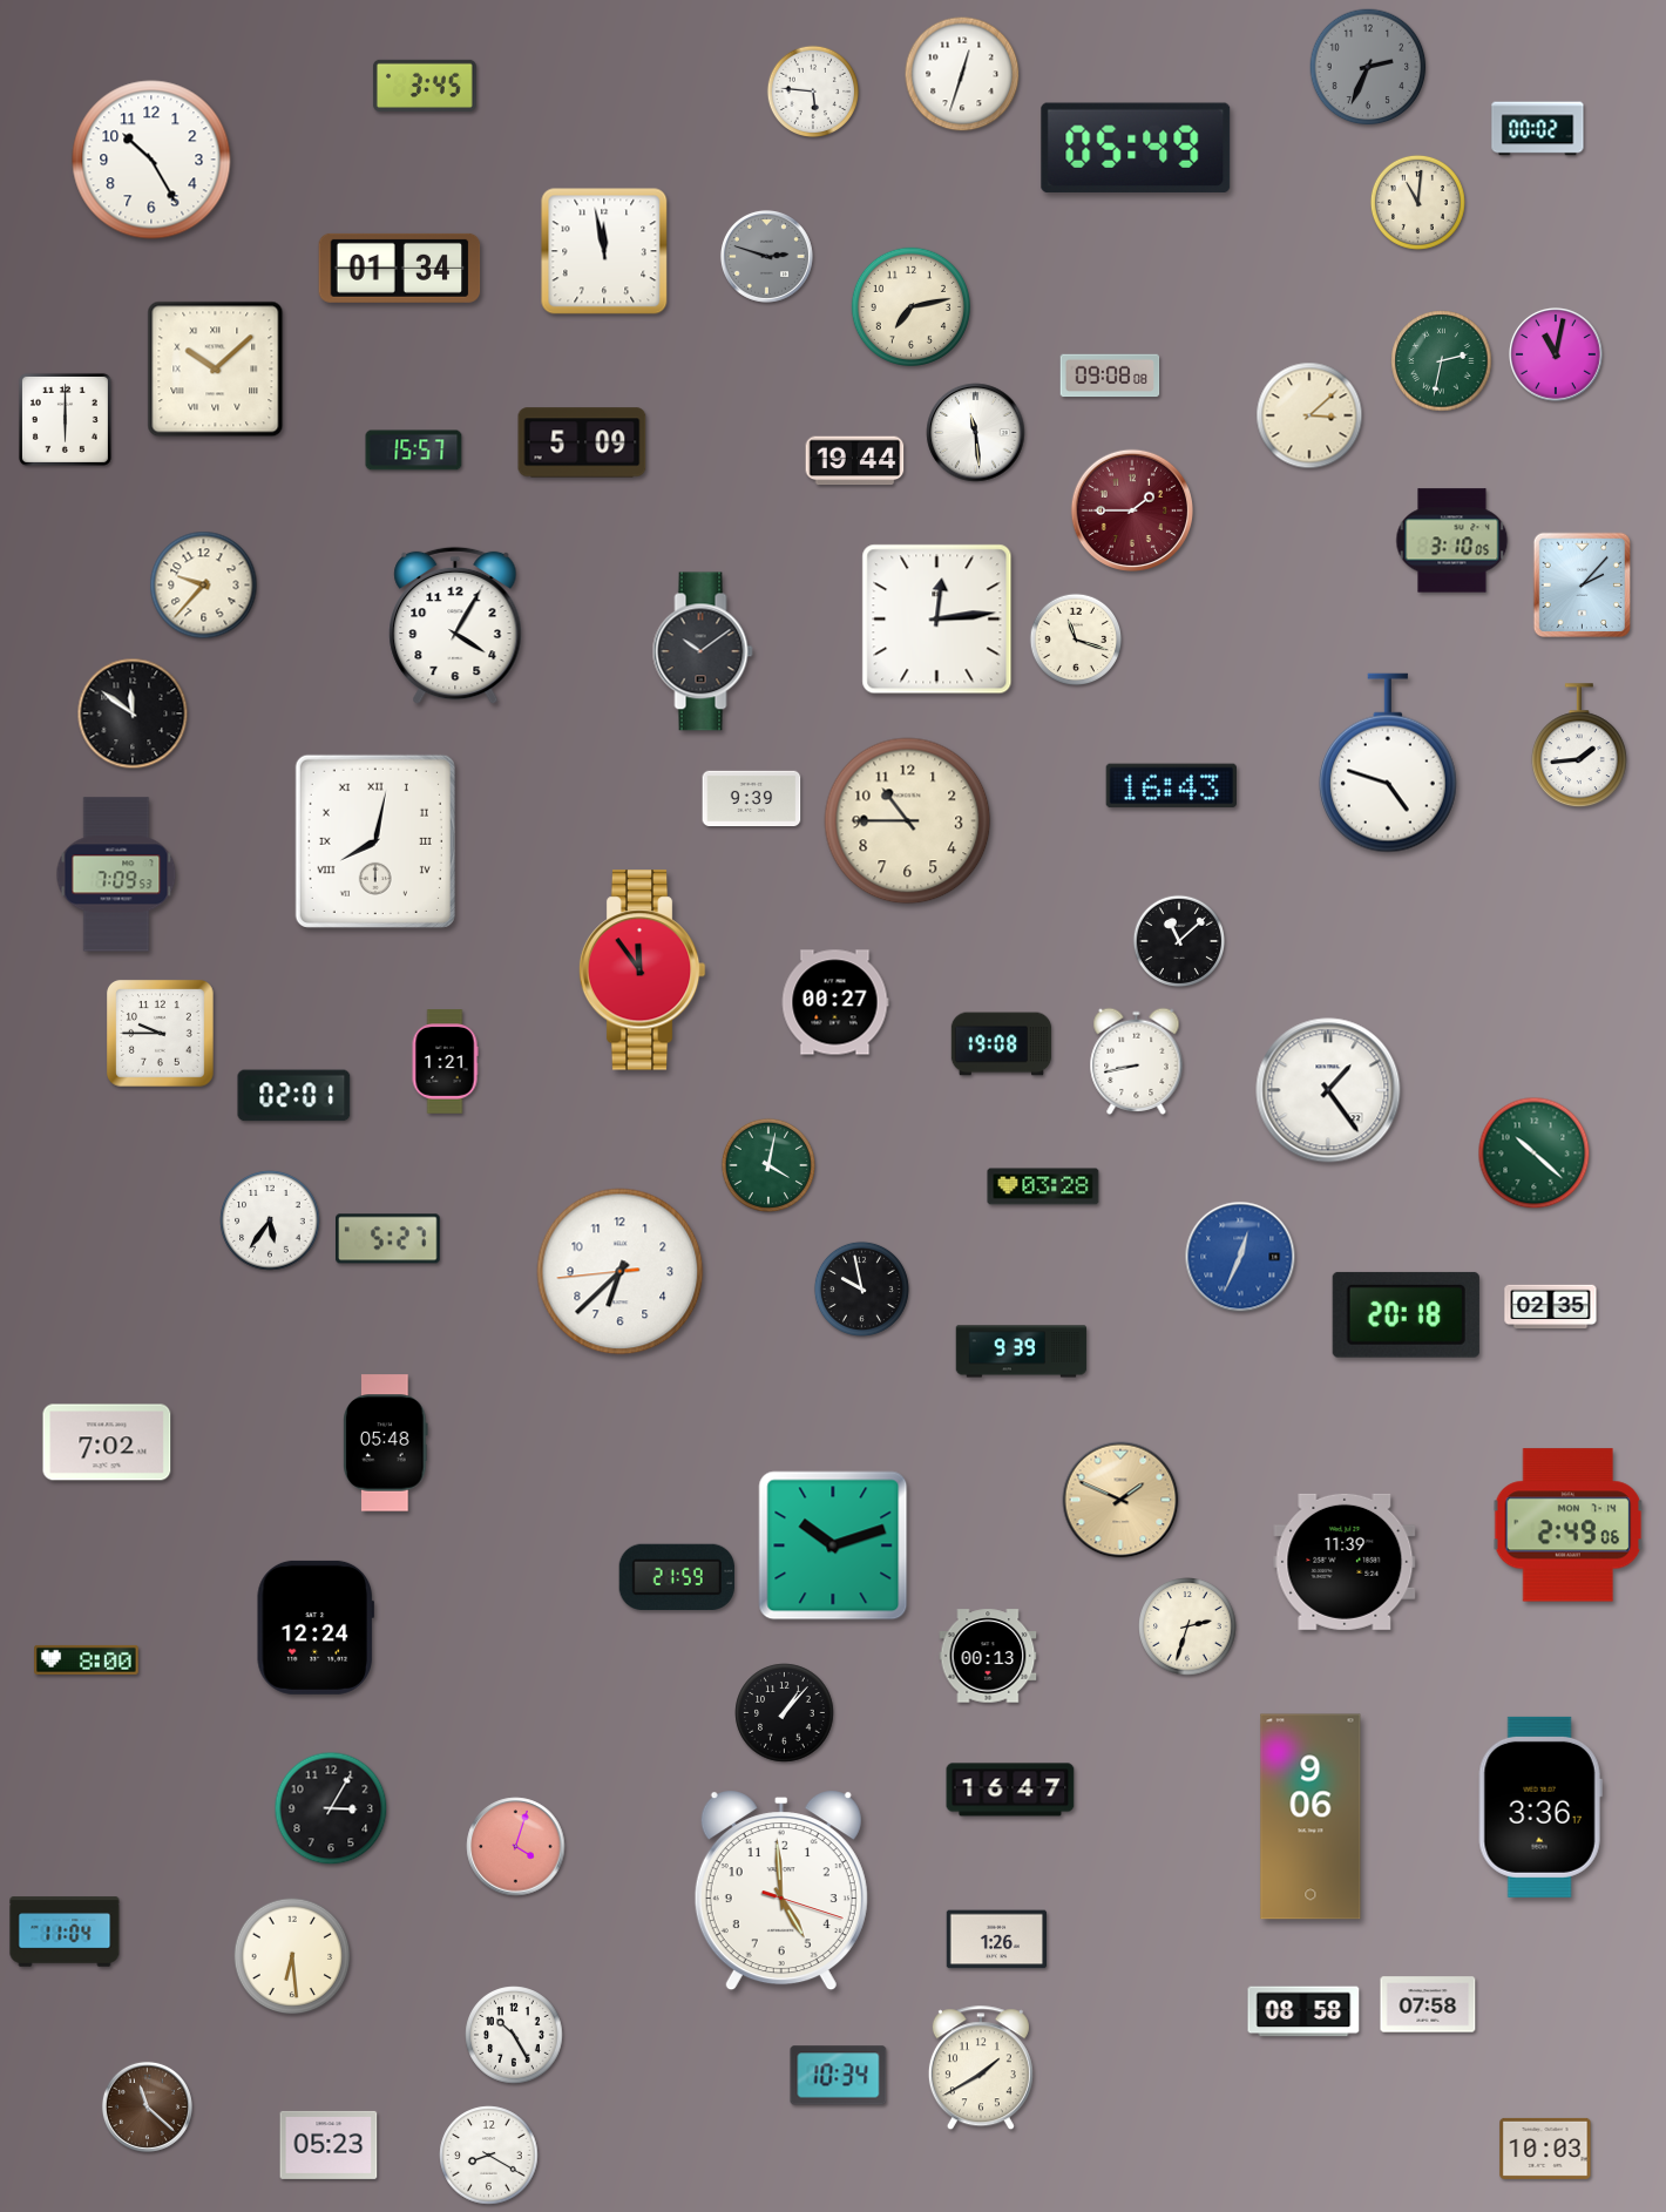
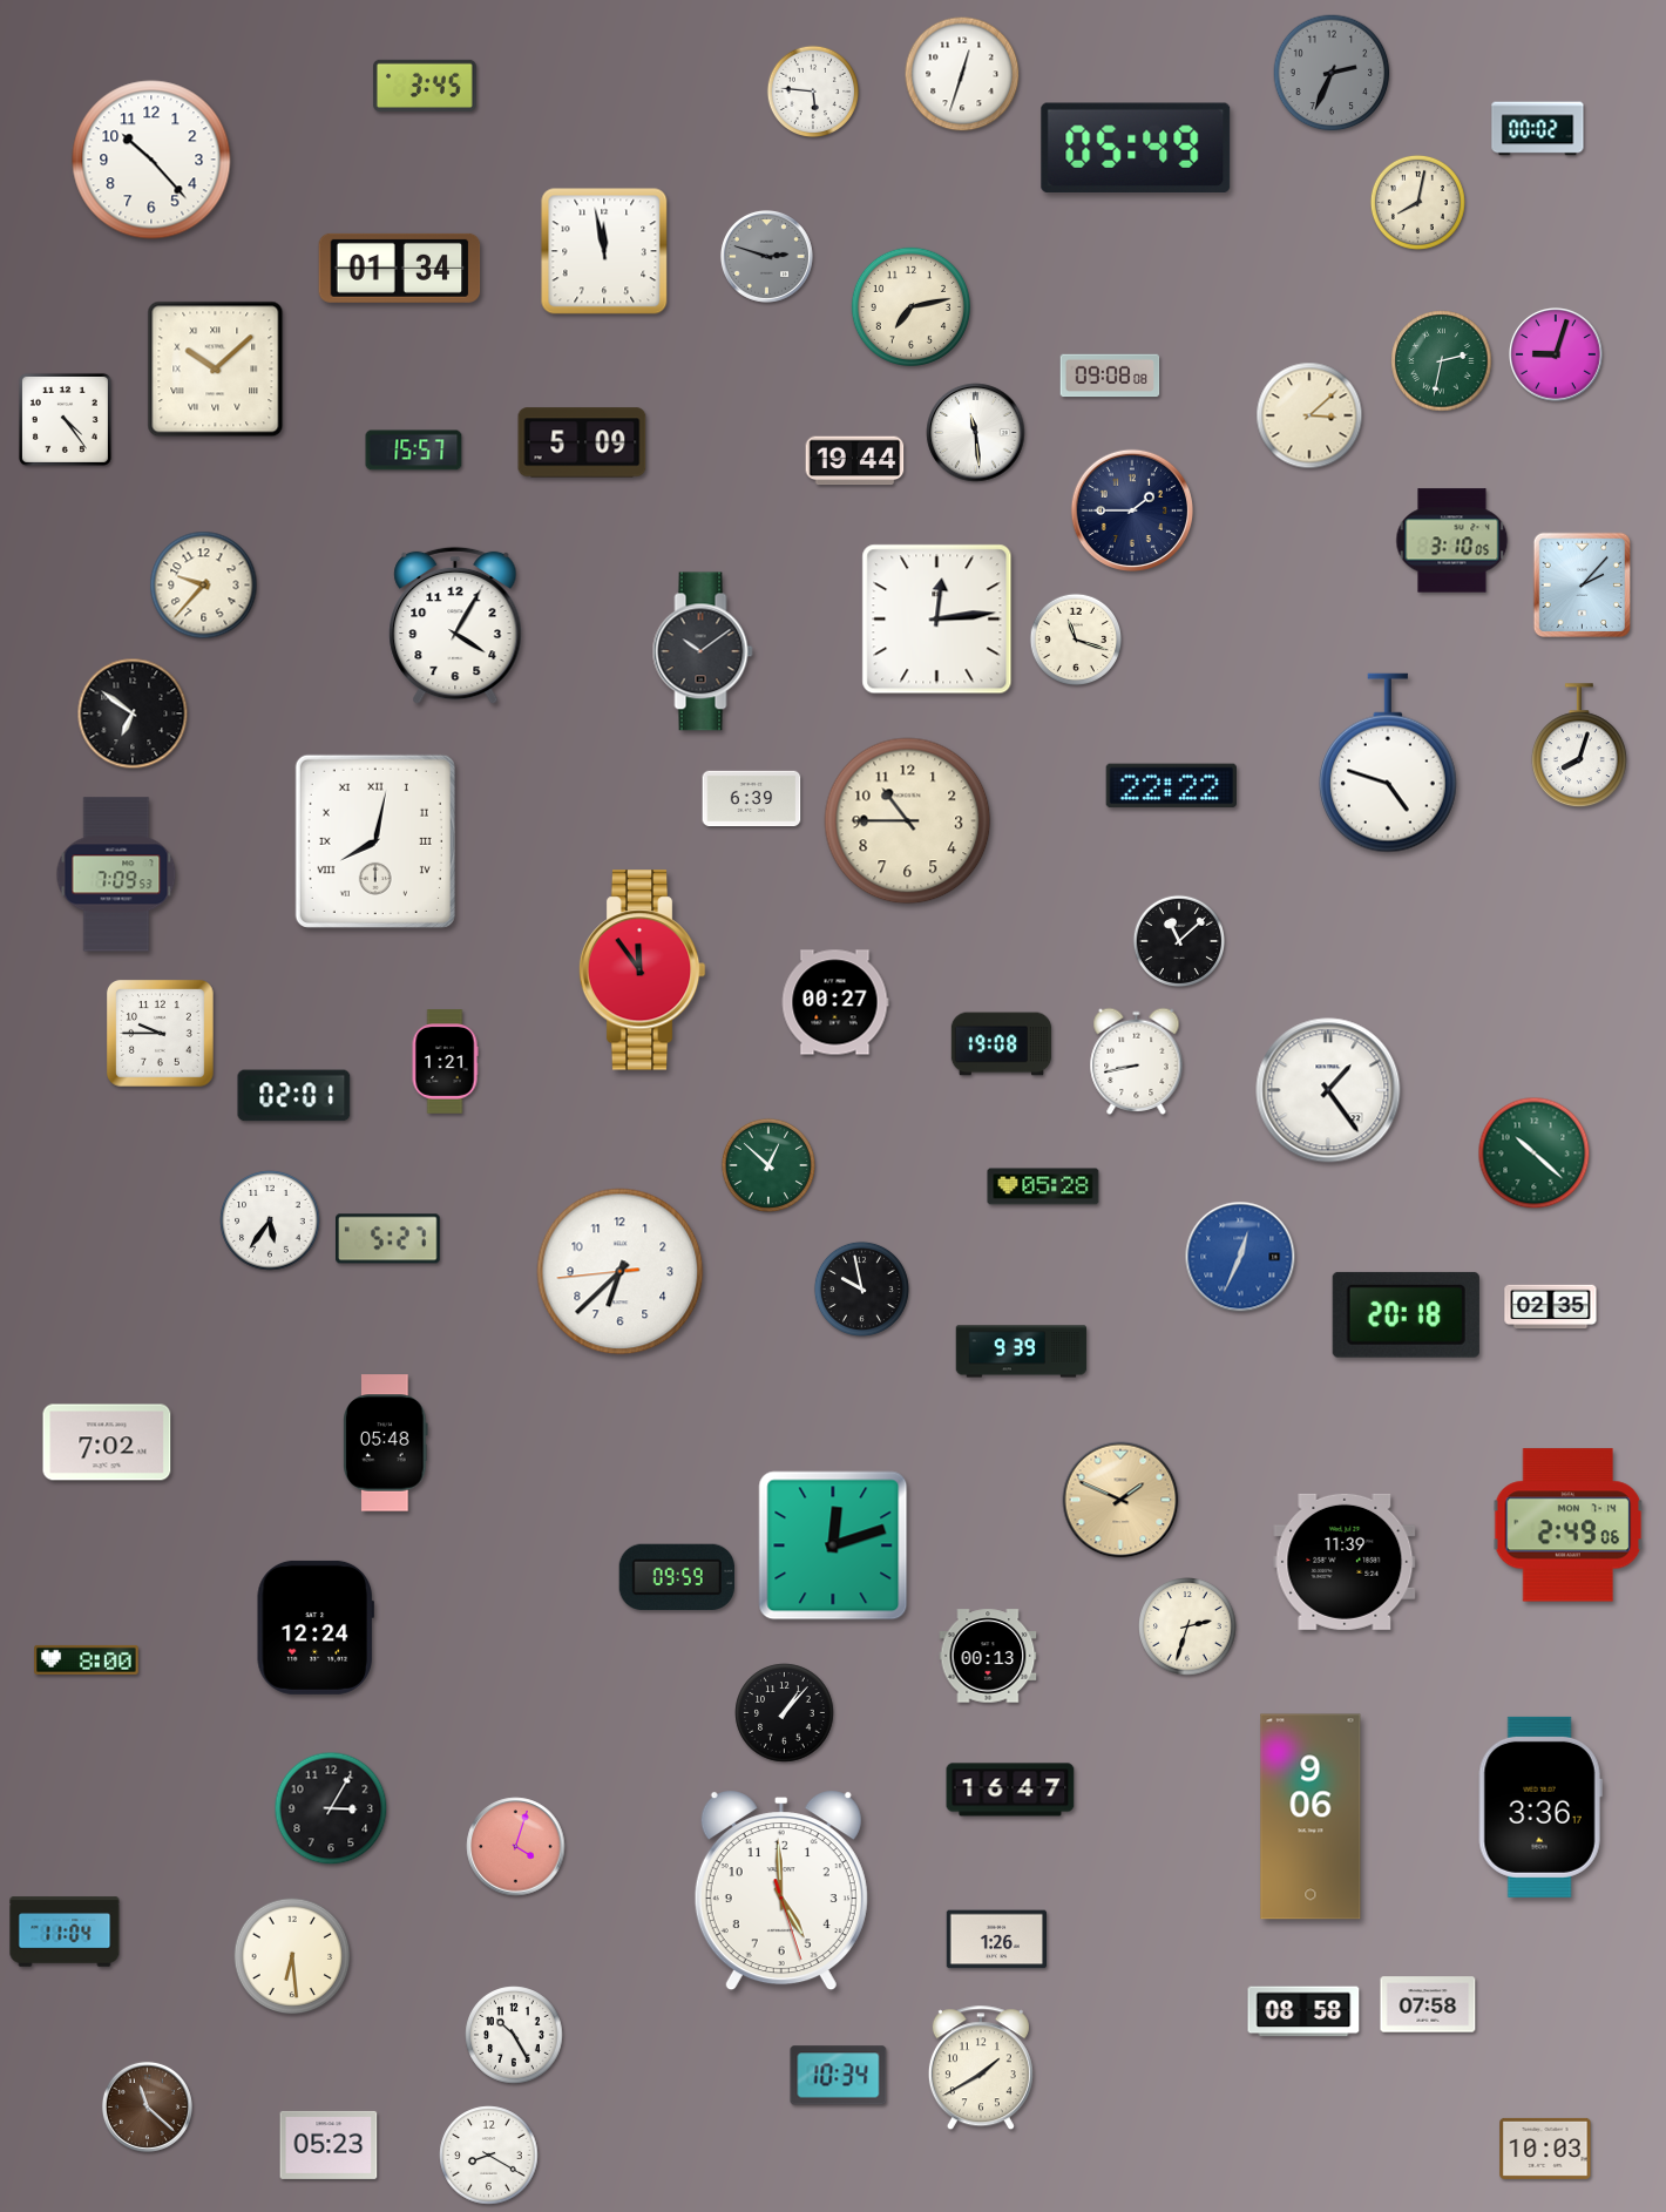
clock at (1368, 67) position: (1368, 67) -> (1332, 73)
clock at (151, 160): 10:25 -> 10:23
clock at (1417, 202): 11:01 -> 8:02
clock at (1557, 356): 11:02 -> 9:03
clock at (65, 419): 6:00 -> 4:24
clock at (1131, 509) dial: burgundy -> navy
clock at (133, 713): 11:51 -> 6:51
clock at (1579, 746): 1:44 -> 8:03
clock at (1171, 786): 16:43 -> 22:22
clock at (752, 799): 9:39 -> 6:39
clock at (768, 1165): 4:02 -> 12:52
clock at (1043, 1186): 03:28 -> 05:28
clock at (833, 1545): 10:12 -> 12:12
clock at (677, 1577): 21:59 -> 09:59
clock at (781, 1890): 4:59:18 -> 4:59:27
